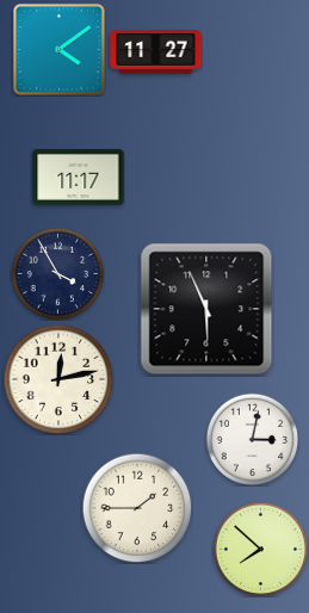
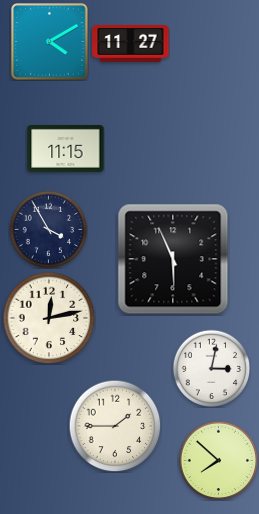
clock at (60, 50): 4:09 -> 4:10
clock at (79, 177): 11:17 -> 11:15
